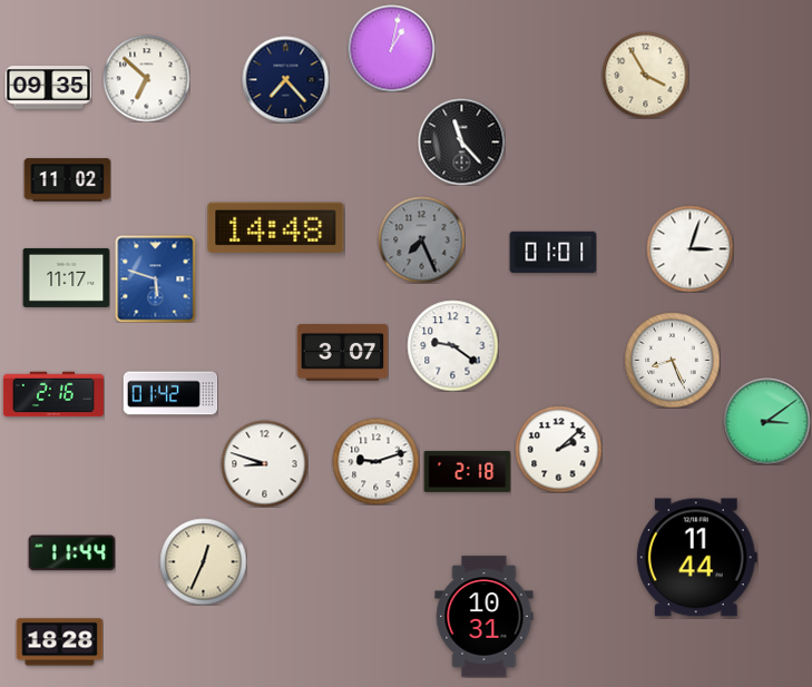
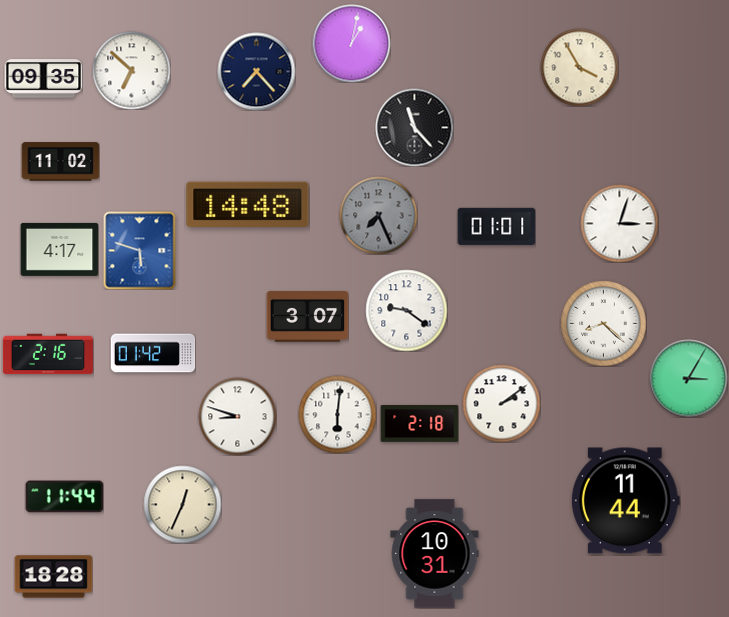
clock at (66, 277): 11:17 -> 4:17
clock at (672, 360): 8:26 -> 8:22
clock at (766, 421): 3:09 -> 3:05
clock at (558, 449): 2:08 -> 2:09
clock at (375, 461): 9:12 -> 6:01
